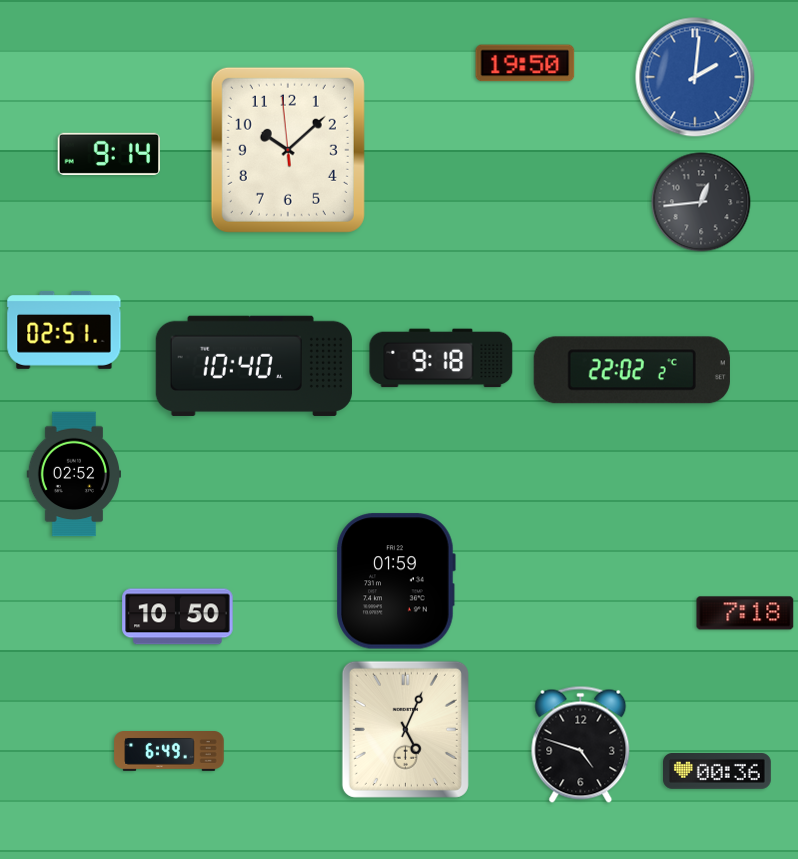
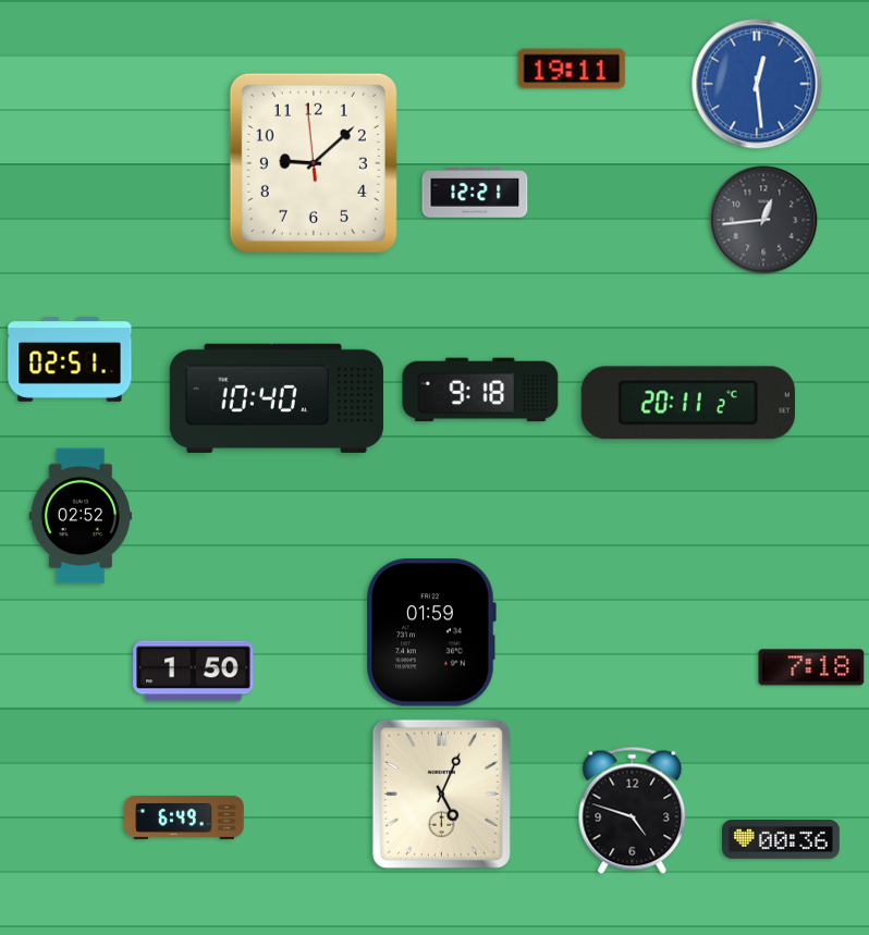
clock at (525, 63): 19:50 -> 19:11
clock at (695, 77): 2:01 -> 12:29
clock at (288, 150): 10:07 -> 9:07
clock at (108, 154): 9:14 -> none
clock at (475, 193): none -> 12:21
clock at (632, 370): 22:02 -> 20:11
clock at (178, 617): 10:50 -> 1:50
